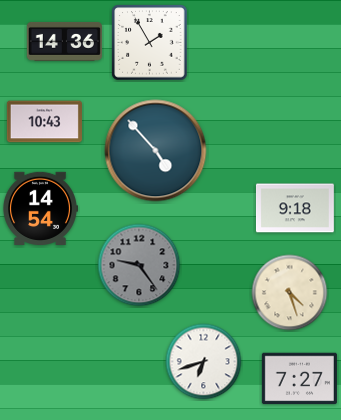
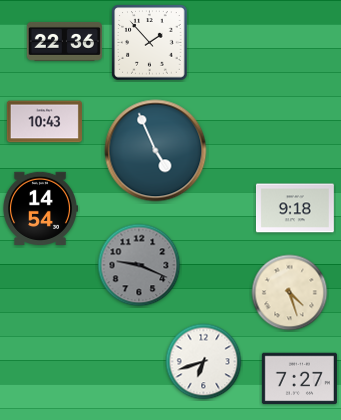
clock at (64, 41): 14:36 -> 22:36
clock at (150, 43): 1:55 -> 1:53
clock at (156, 151): 4:53 -> 4:56
clock at (139, 265): 9:24 -> 9:19
